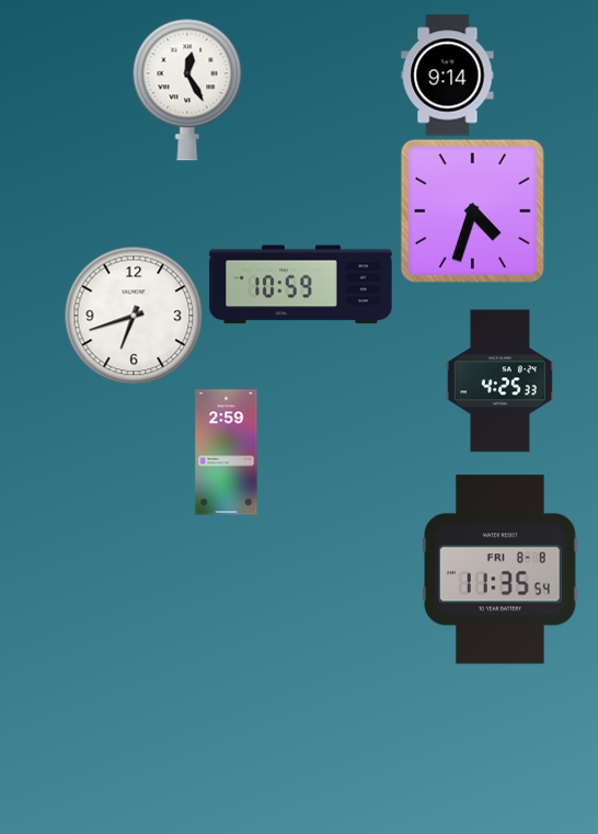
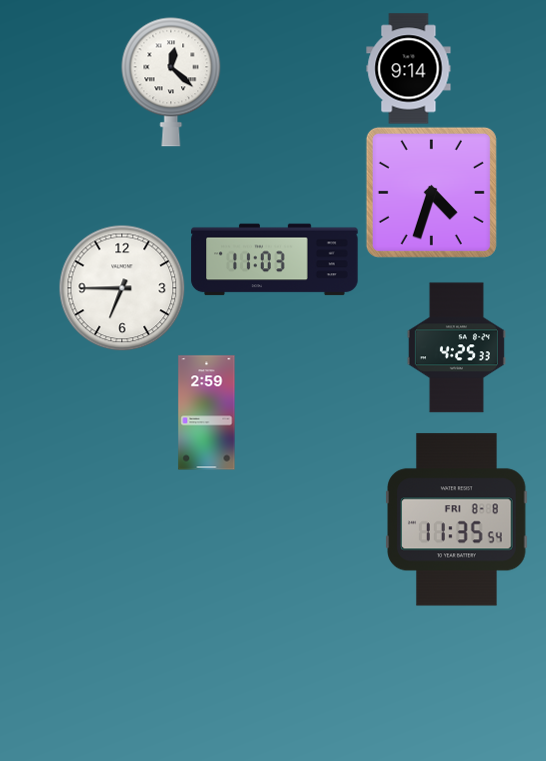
clock at (187, 90): 12:25 -> 12:22
clock at (301, 285): 10:59 -> 11:03
clock at (134, 316): 6:42 -> 6:45
